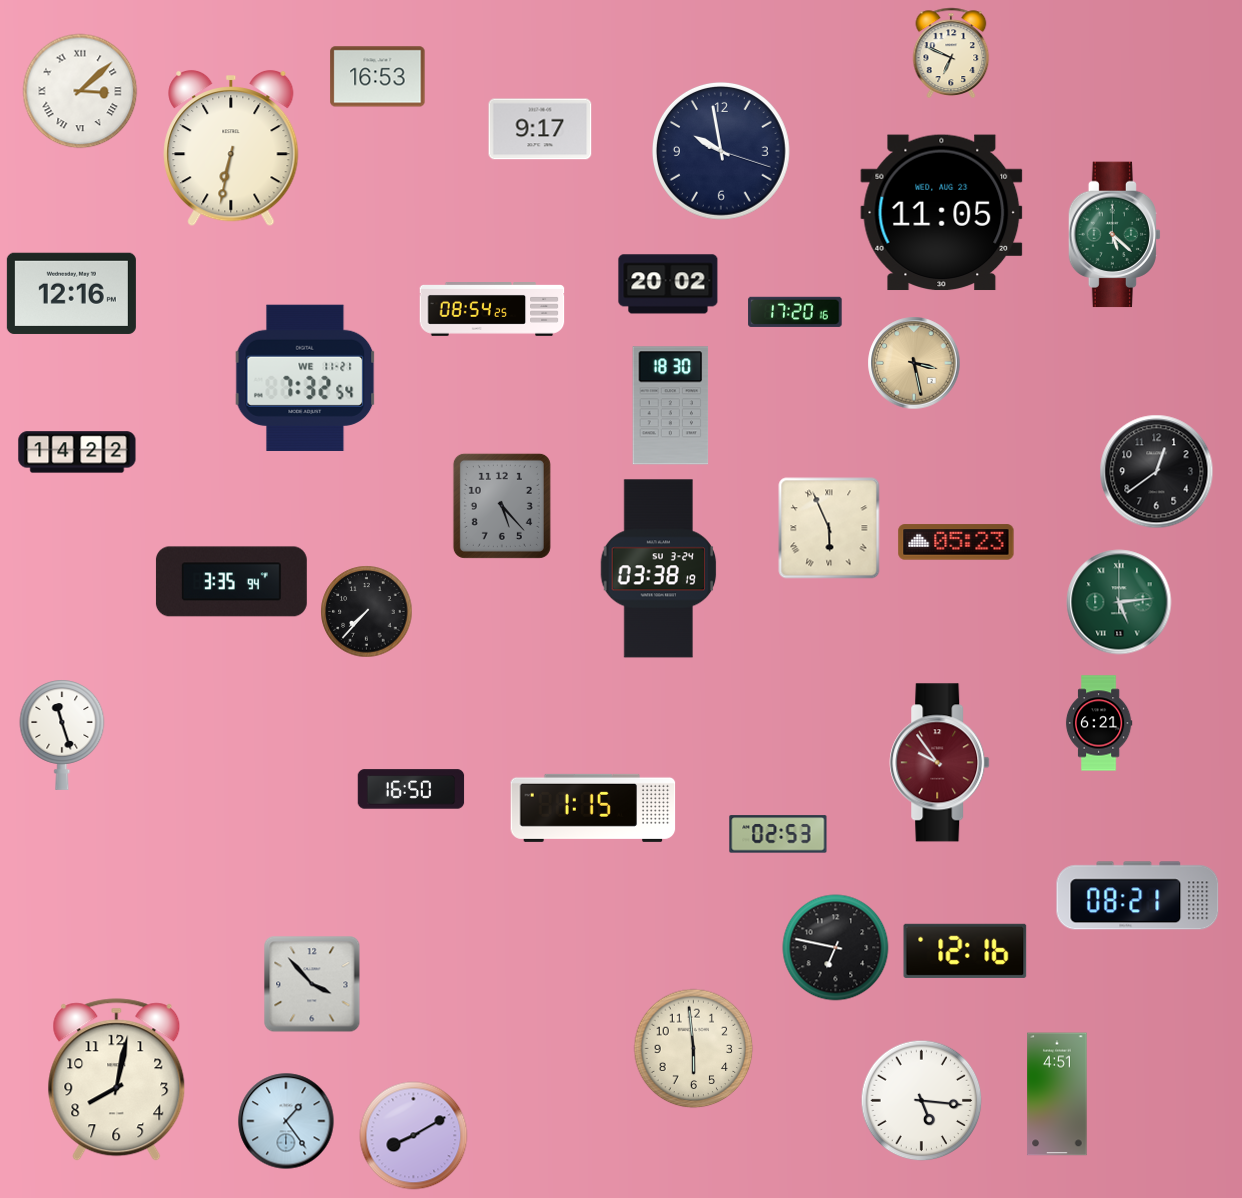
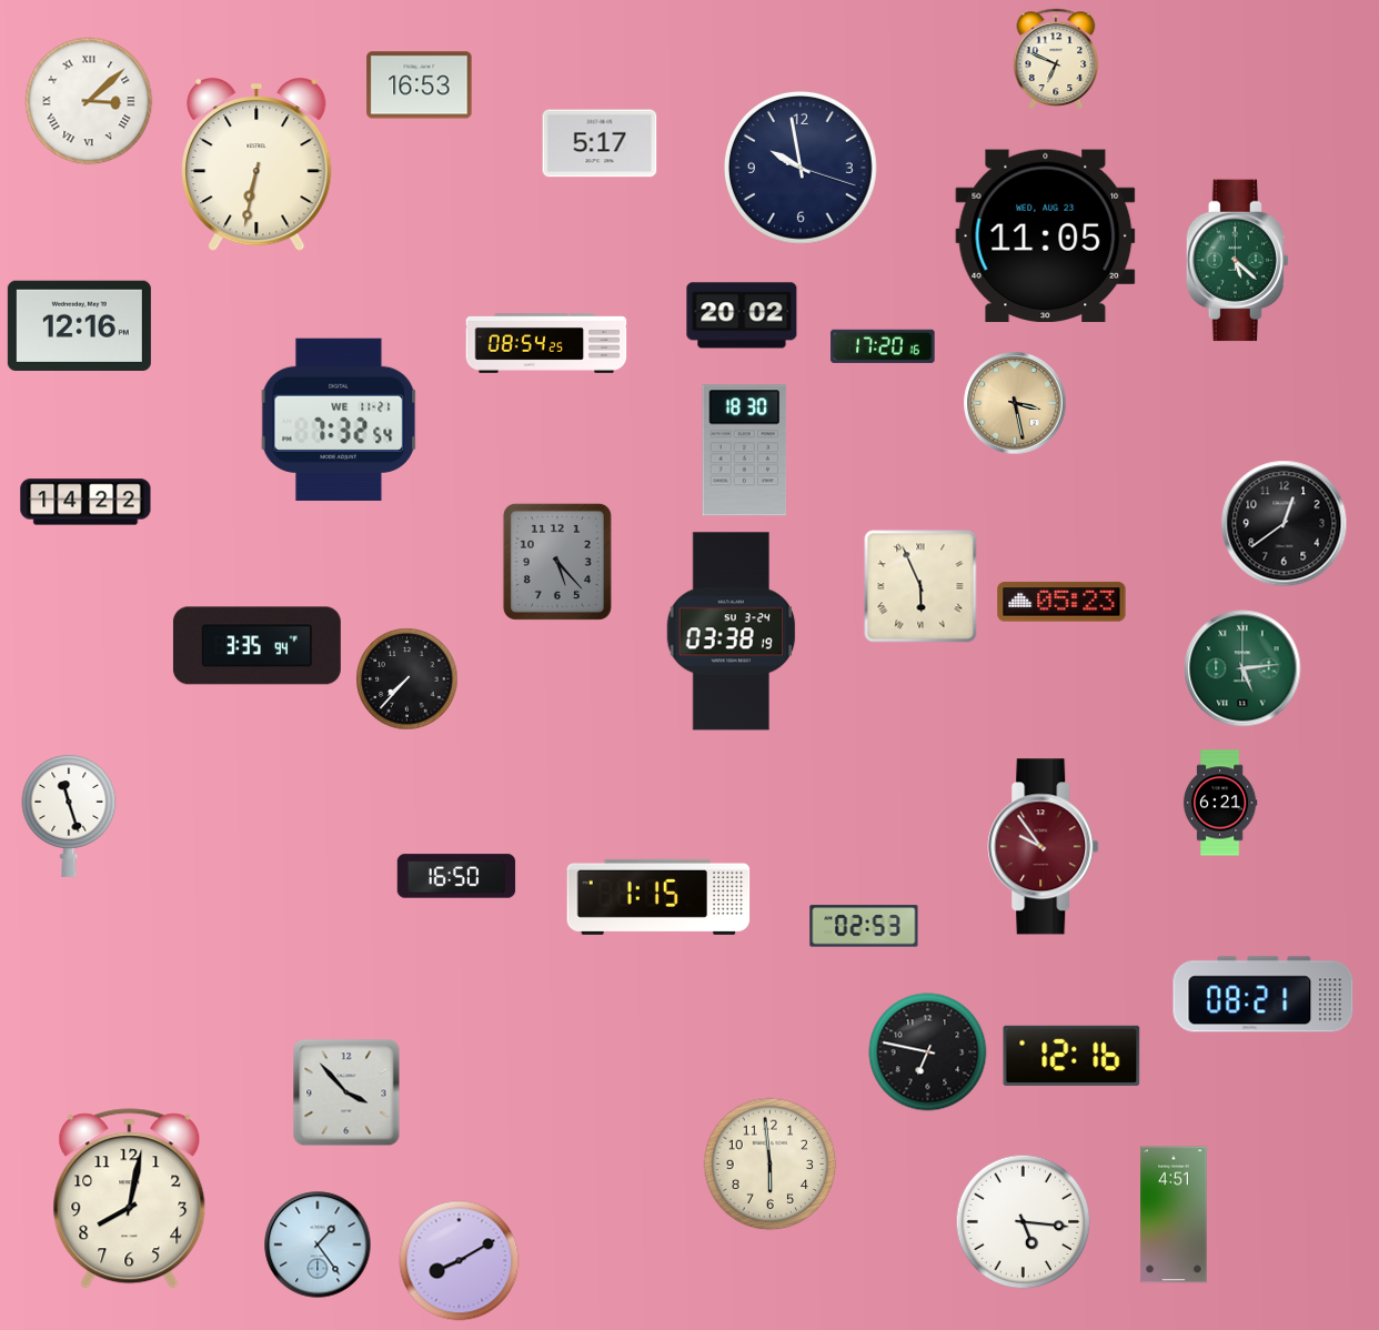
clock at (540, 129): 9:17 -> 5:17
